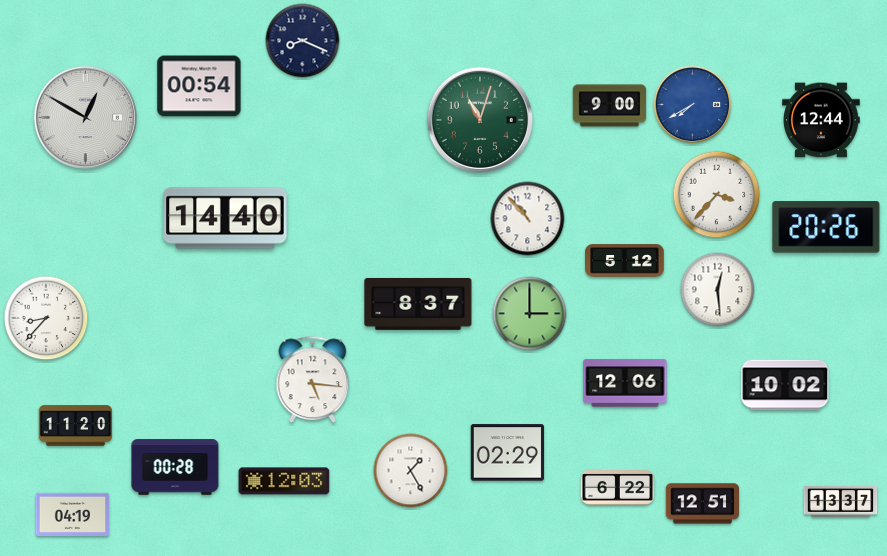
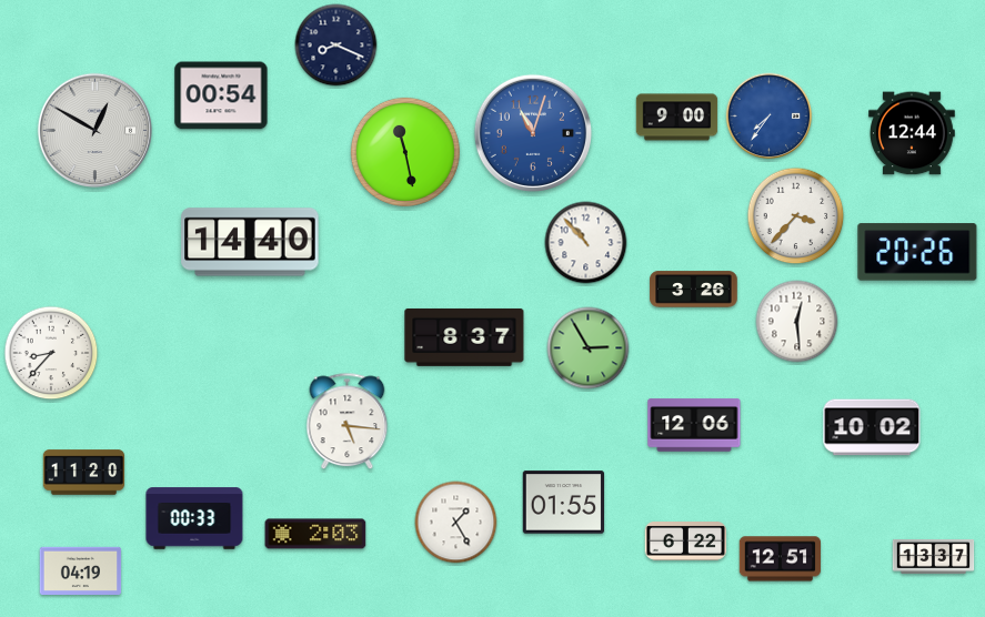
clock at (693, 105): 7:40 -> 7:36
clock at (480, 120) dial: green -> blue
clock at (405, 152): none -> 11:28
clock at (625, 261): 5:12 -> 3:26
clock at (530, 314): 3:00 -> 2:55
clock at (508, 453): 02:29 -> 01:55
clock at (175, 467): 00:28 -> 00:33
clock at (284, 481): 12:03 -> 2:03
